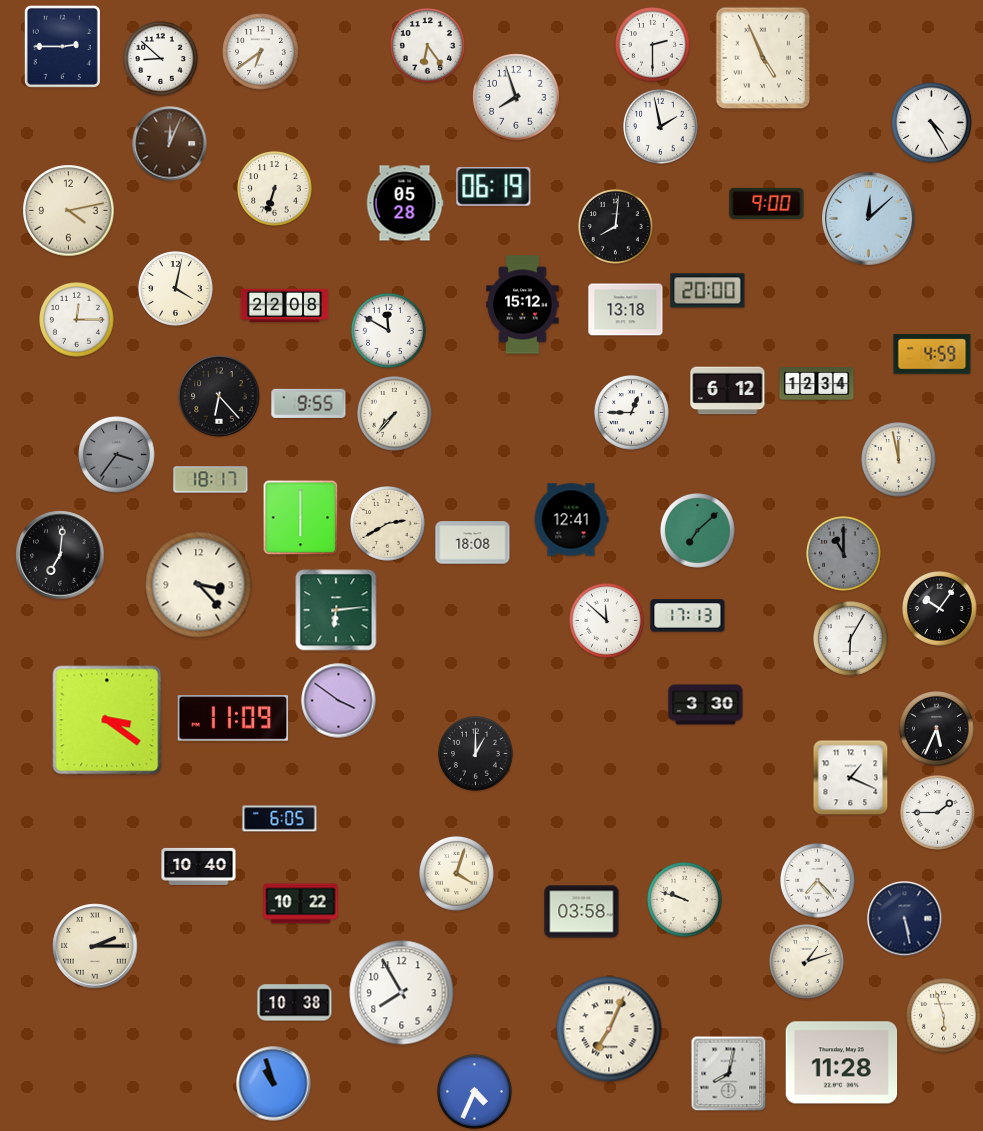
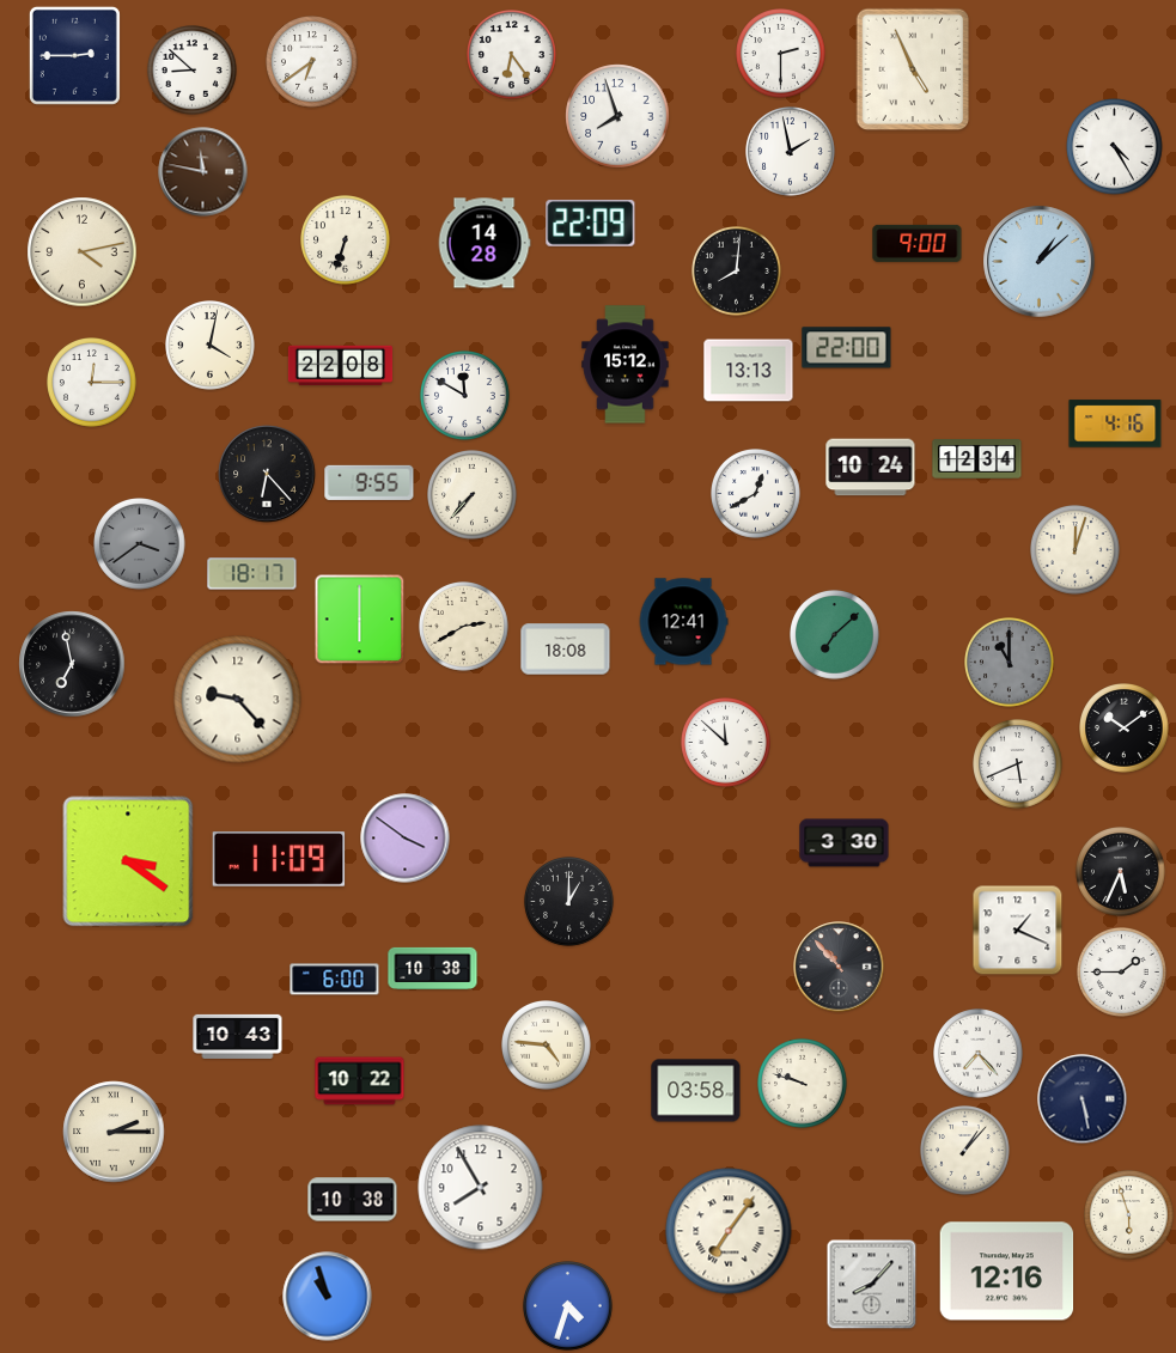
clock at (170, 144): 12:04 -> 11:47
clock at (494, 186): 06:19 -> 22:09
clock at (275, 189) position: (275, 189) -> (346, 240)
clock at (405, 203): 05:28 -> 14:28
clock at (869, 219): 12:08 -> 1:08
clock at (708, 291): 20:00 -> 22:00
clock at (626, 310): 13:18 -> 13:13
clock at (932, 354): 4:59 -> 4:16
clock at (728, 391): 6:12 -> 10:24
clock at (219, 396) position: (219, 396) -> (267, 474)
clock at (632, 413): 12:45 -> 12:40
clock at (117, 455): 3:36 -> 3:39
clock at (899, 460): 11:58 -> 12:03
clock at (60, 555): 7:01 -> 6:58
clock at (199, 585): 3:23 -> 9:23
clock at (940, 609): 10:06 -> 10:09
clock at (336, 610): 6:14 -> none
clock at (688, 616): 17:13 -> none
clock at (851, 639): 6:05 -> 5:41
clock at (839, 967): none -> 10:53
clock at (433, 968): none -> 10:38
clock at (280, 819): 6:05 -> 6:00
clock at (199, 866): 10:40 -> 10:43
clock at (457, 874): 4:03 -> 4:46
clock at (685, 900) position: (685, 900) -> (803, 1084)
clock at (807, 962): 1:12 -> 1:07
clock at (609, 1029): 7:04 -> 7:06
clock at (842, 1063): 11:28 -> 12:16
clock at (729, 1074): 8:02 -> 8:07
clock at (475, 1092): 4:34 -> 4:33
